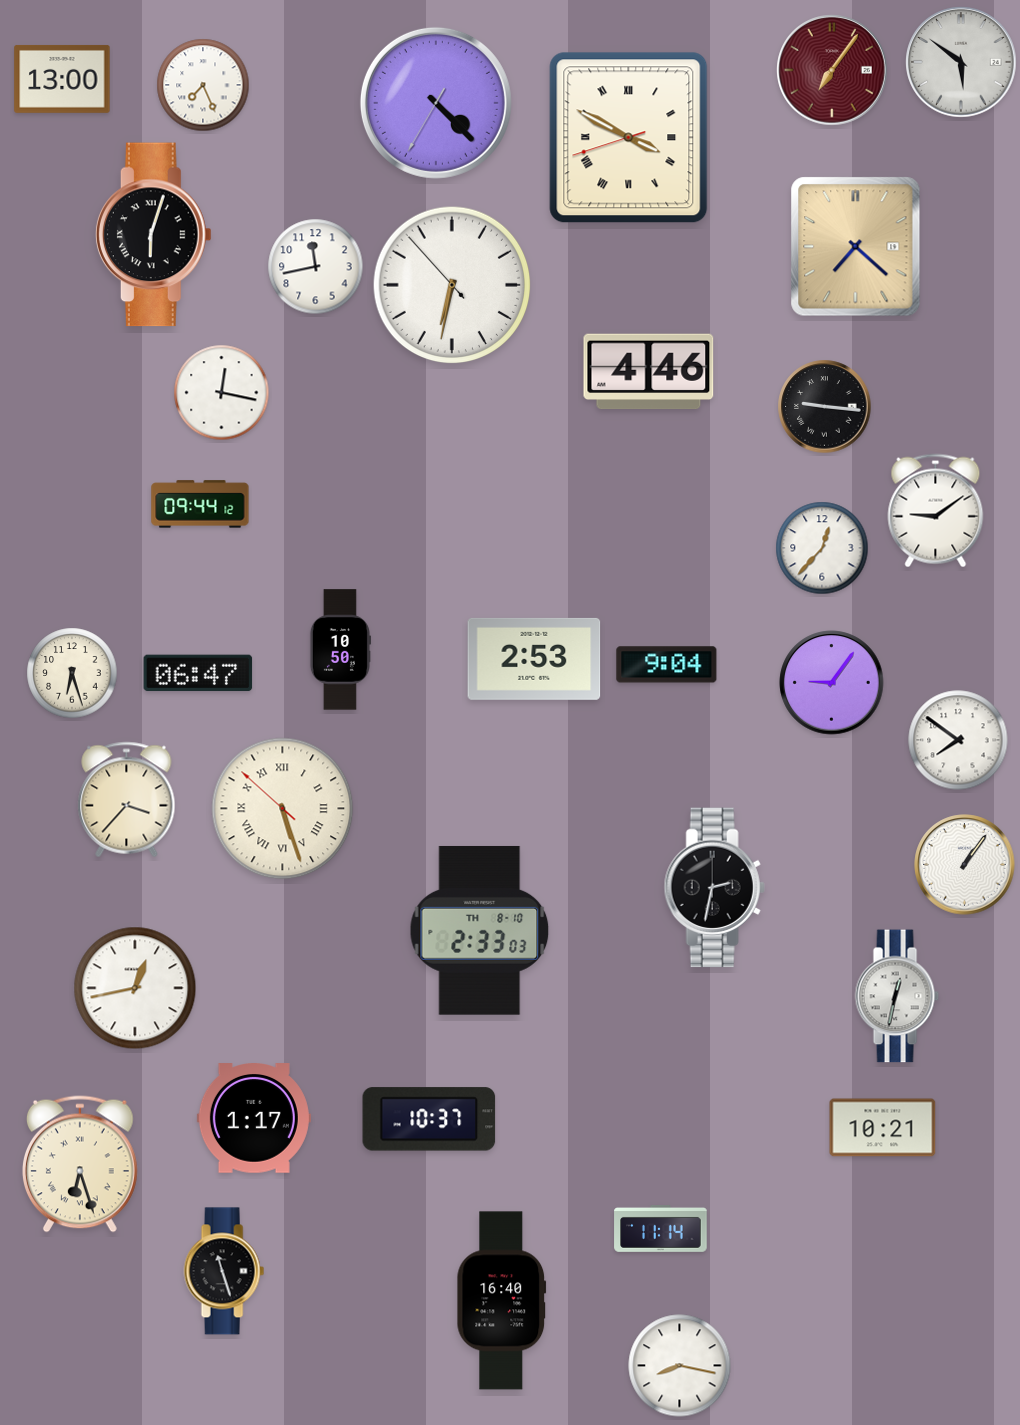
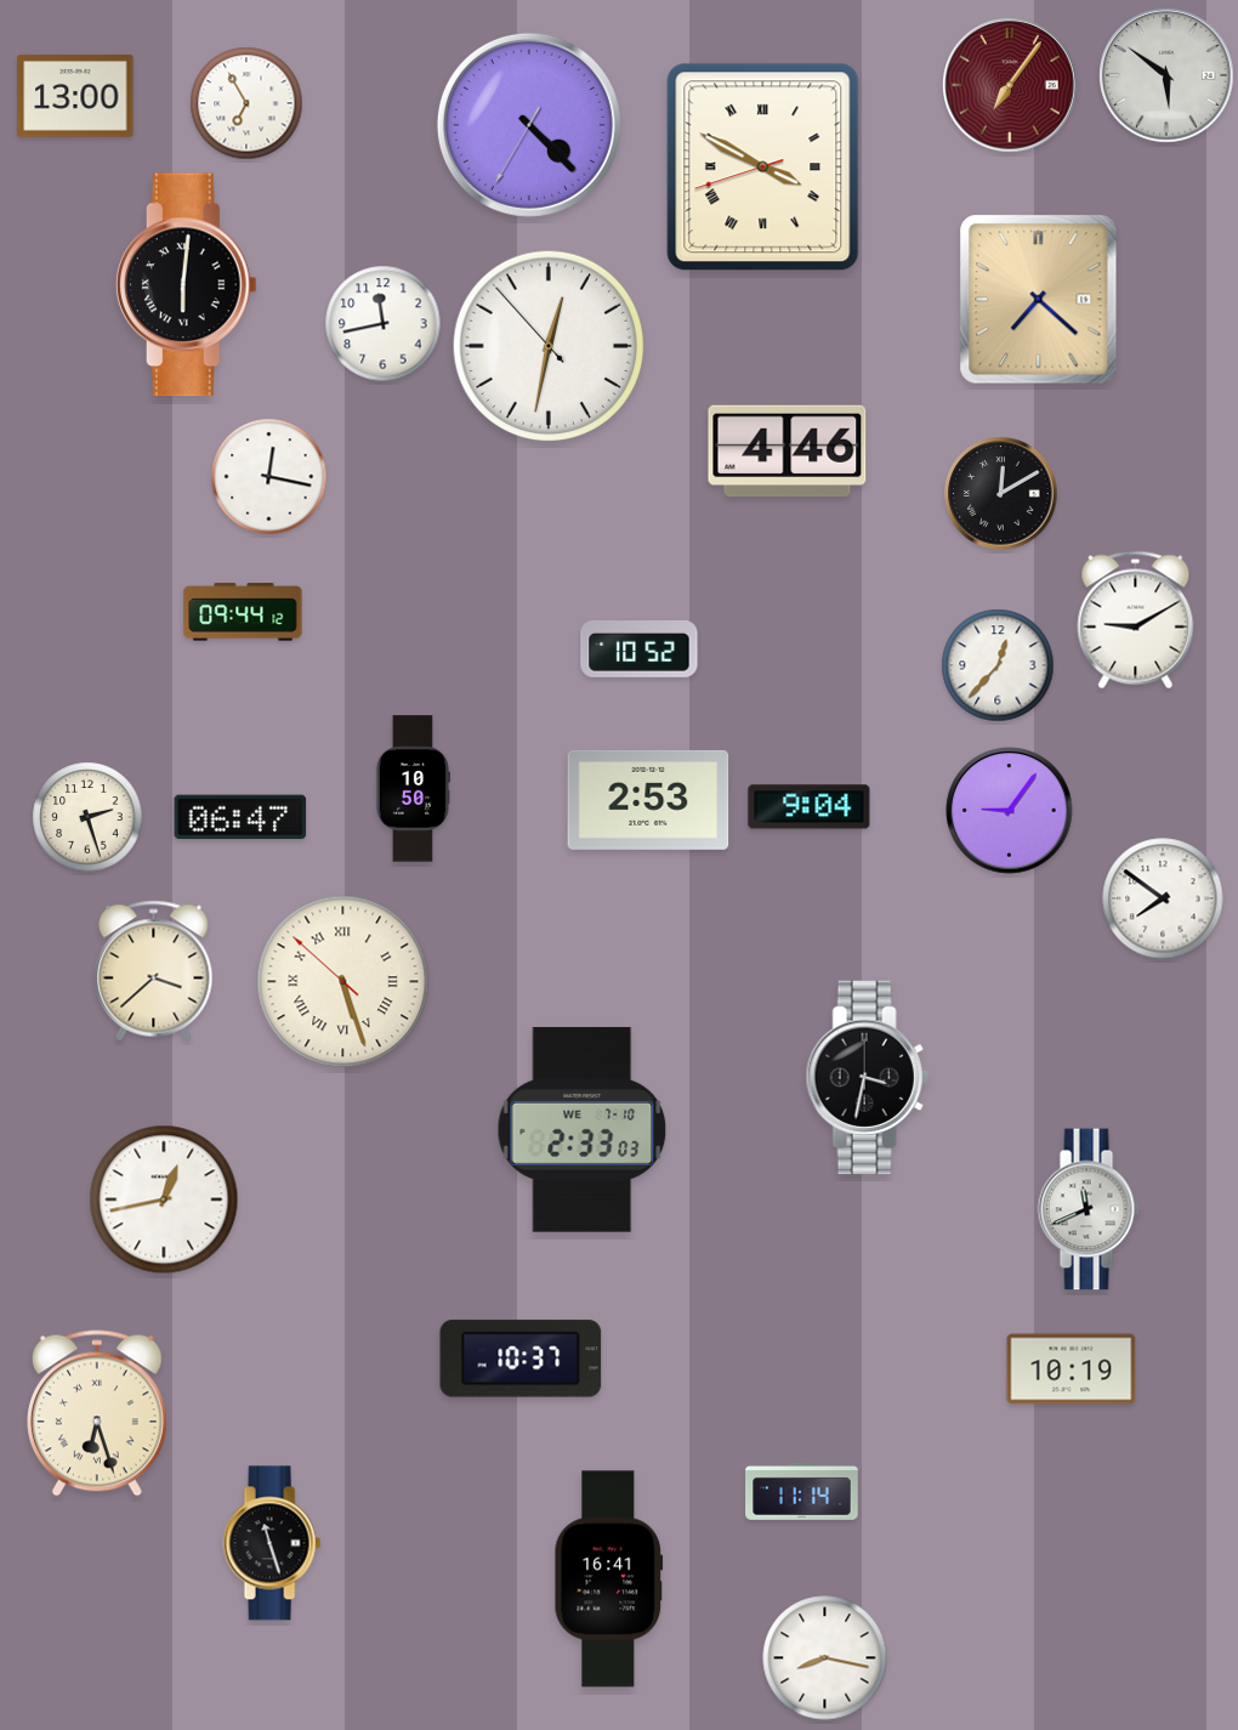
clock at (203, 85): 7:26 -> 6:55
clock at (153, 235): 6:03 -> 6:01
clock at (452, 285): 6:31 -> 12:31
clock at (825, 407): 9:16 -> 12:10
clock at (936, 511): 9:09 -> 9:10
clock at (640, 650): none -> 10:52
clock at (72, 673): 6:27 -> 2:27
clock at (832, 683) position: (832, 683) -> (1010, 811)
clock at (127, 800): 3:37 -> 3:38
clock at (965, 865): 1:06 -> none
clock at (714, 888): 2:32 -> 3:32
clock at (480, 930) date: TH 8-10 -> WE 7-10
clock at (897, 996): 12:32 -> 11:41
clock at (254, 1118): 1:17 -> none
clock at (883, 1128): 10:21 -> 10:19
clock at (502, 1301): 16:40 -> 16:41
